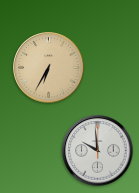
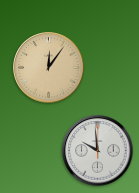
clock at (49, 68): 6:35 -> 12:06
